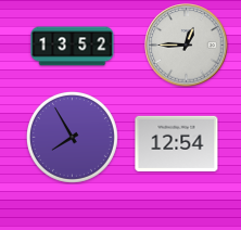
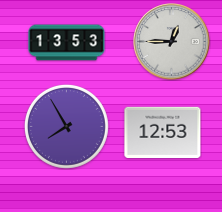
clock at (73, 47): 13:52 -> 13:53
clock at (177, 143): 12:54 -> 12:53
